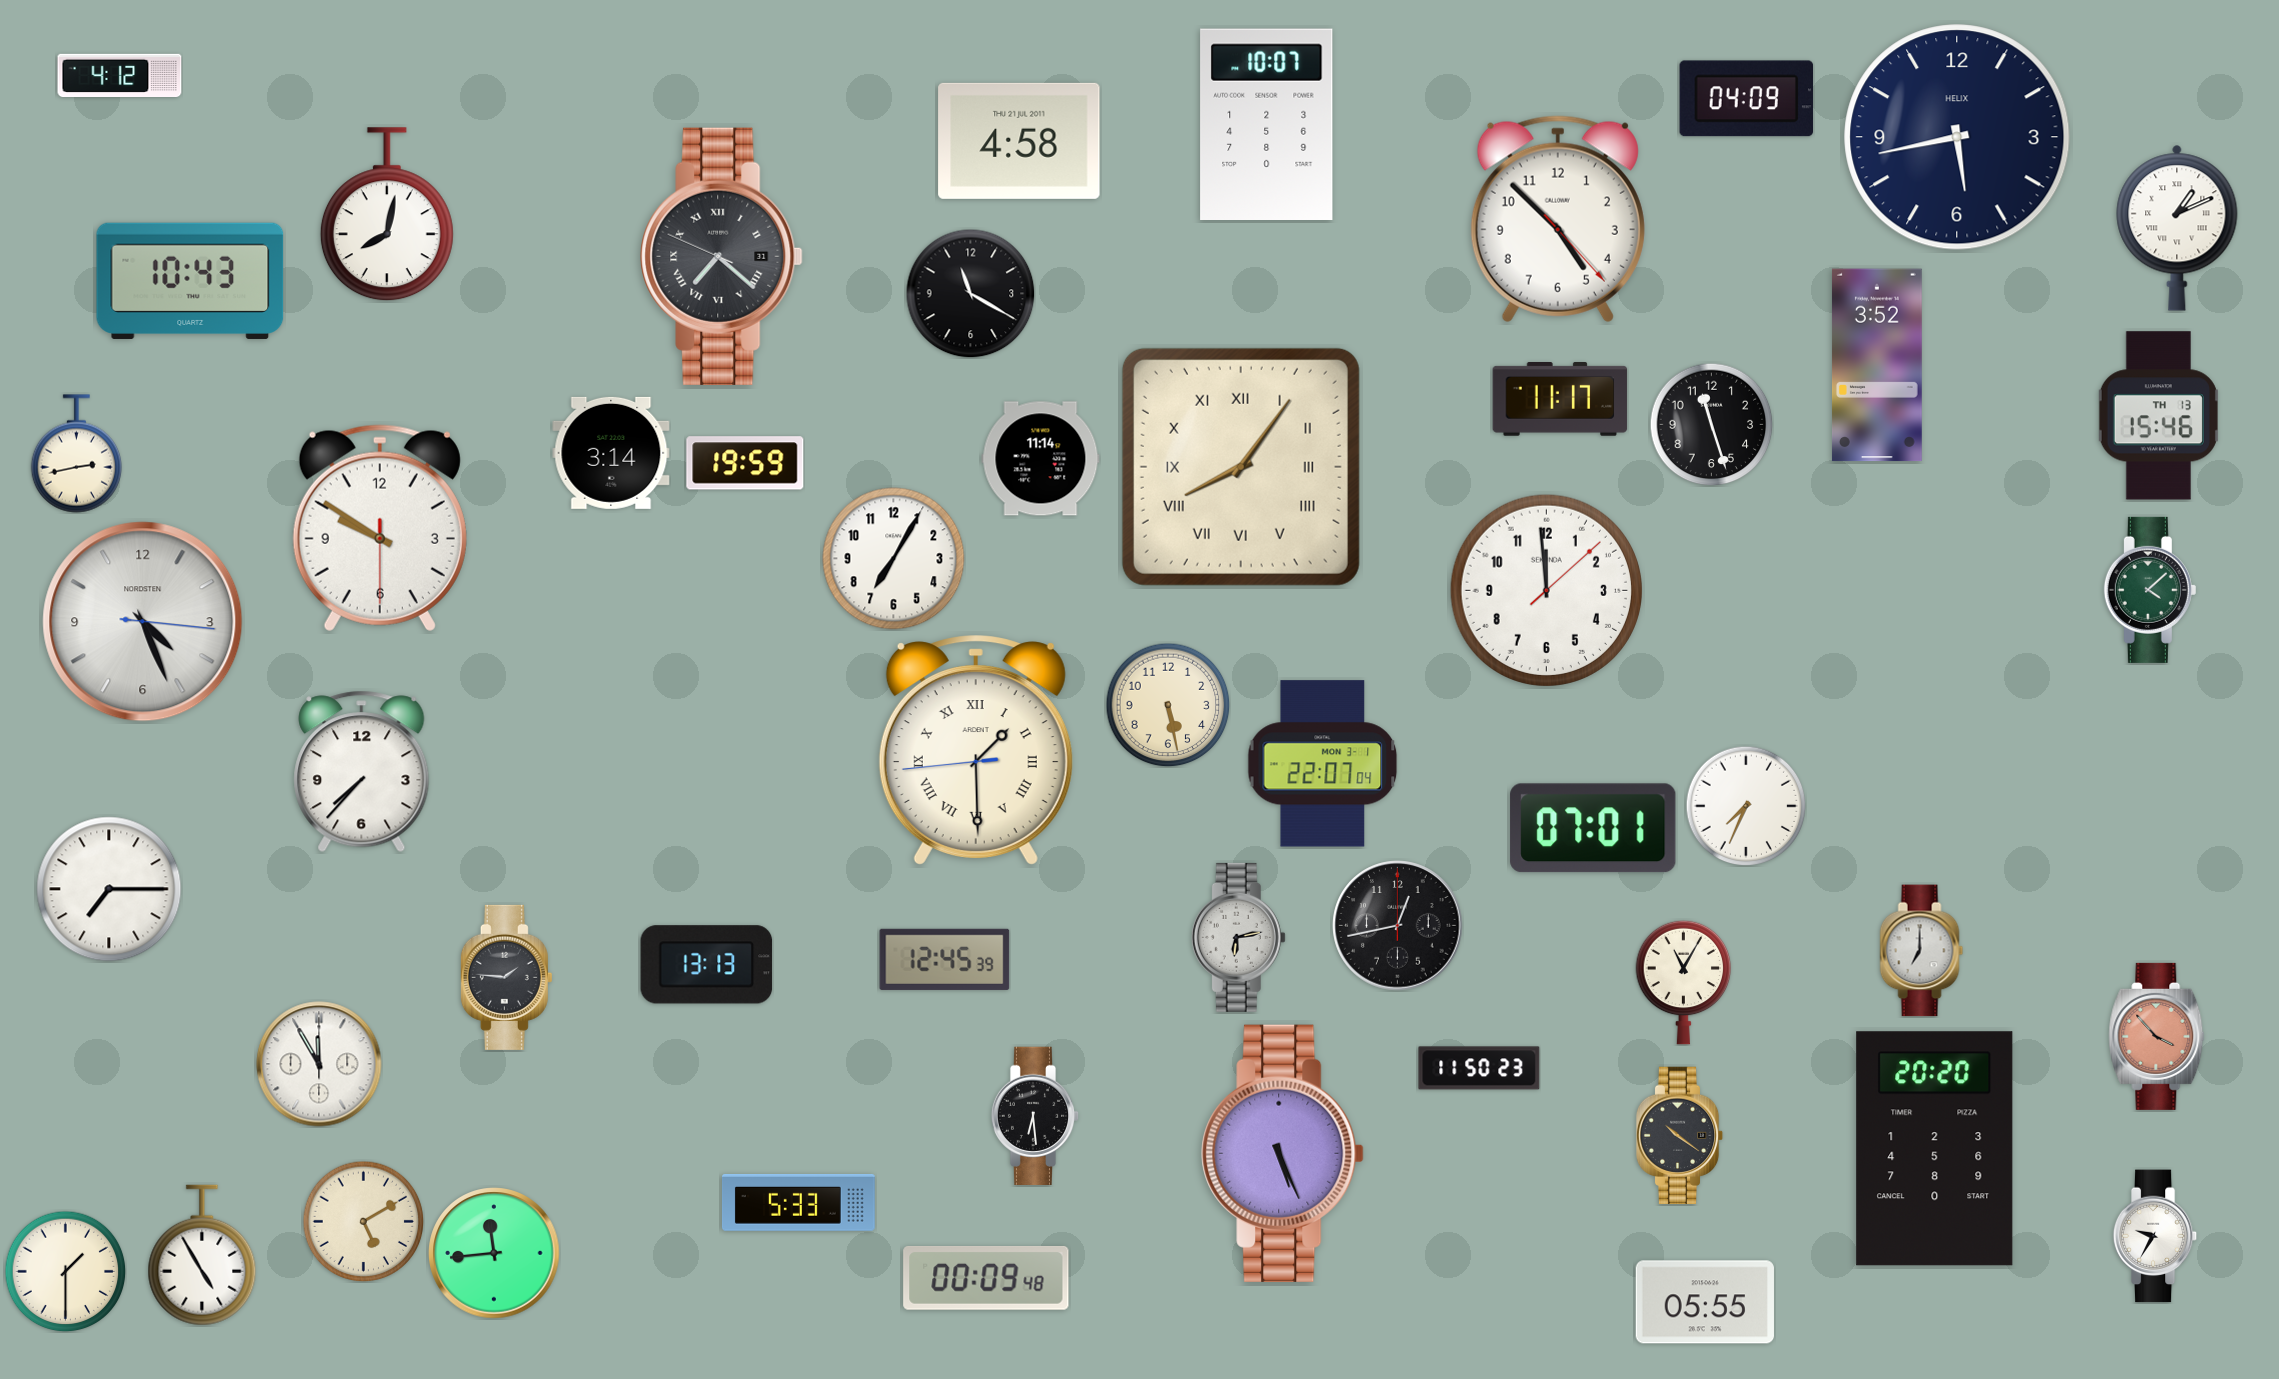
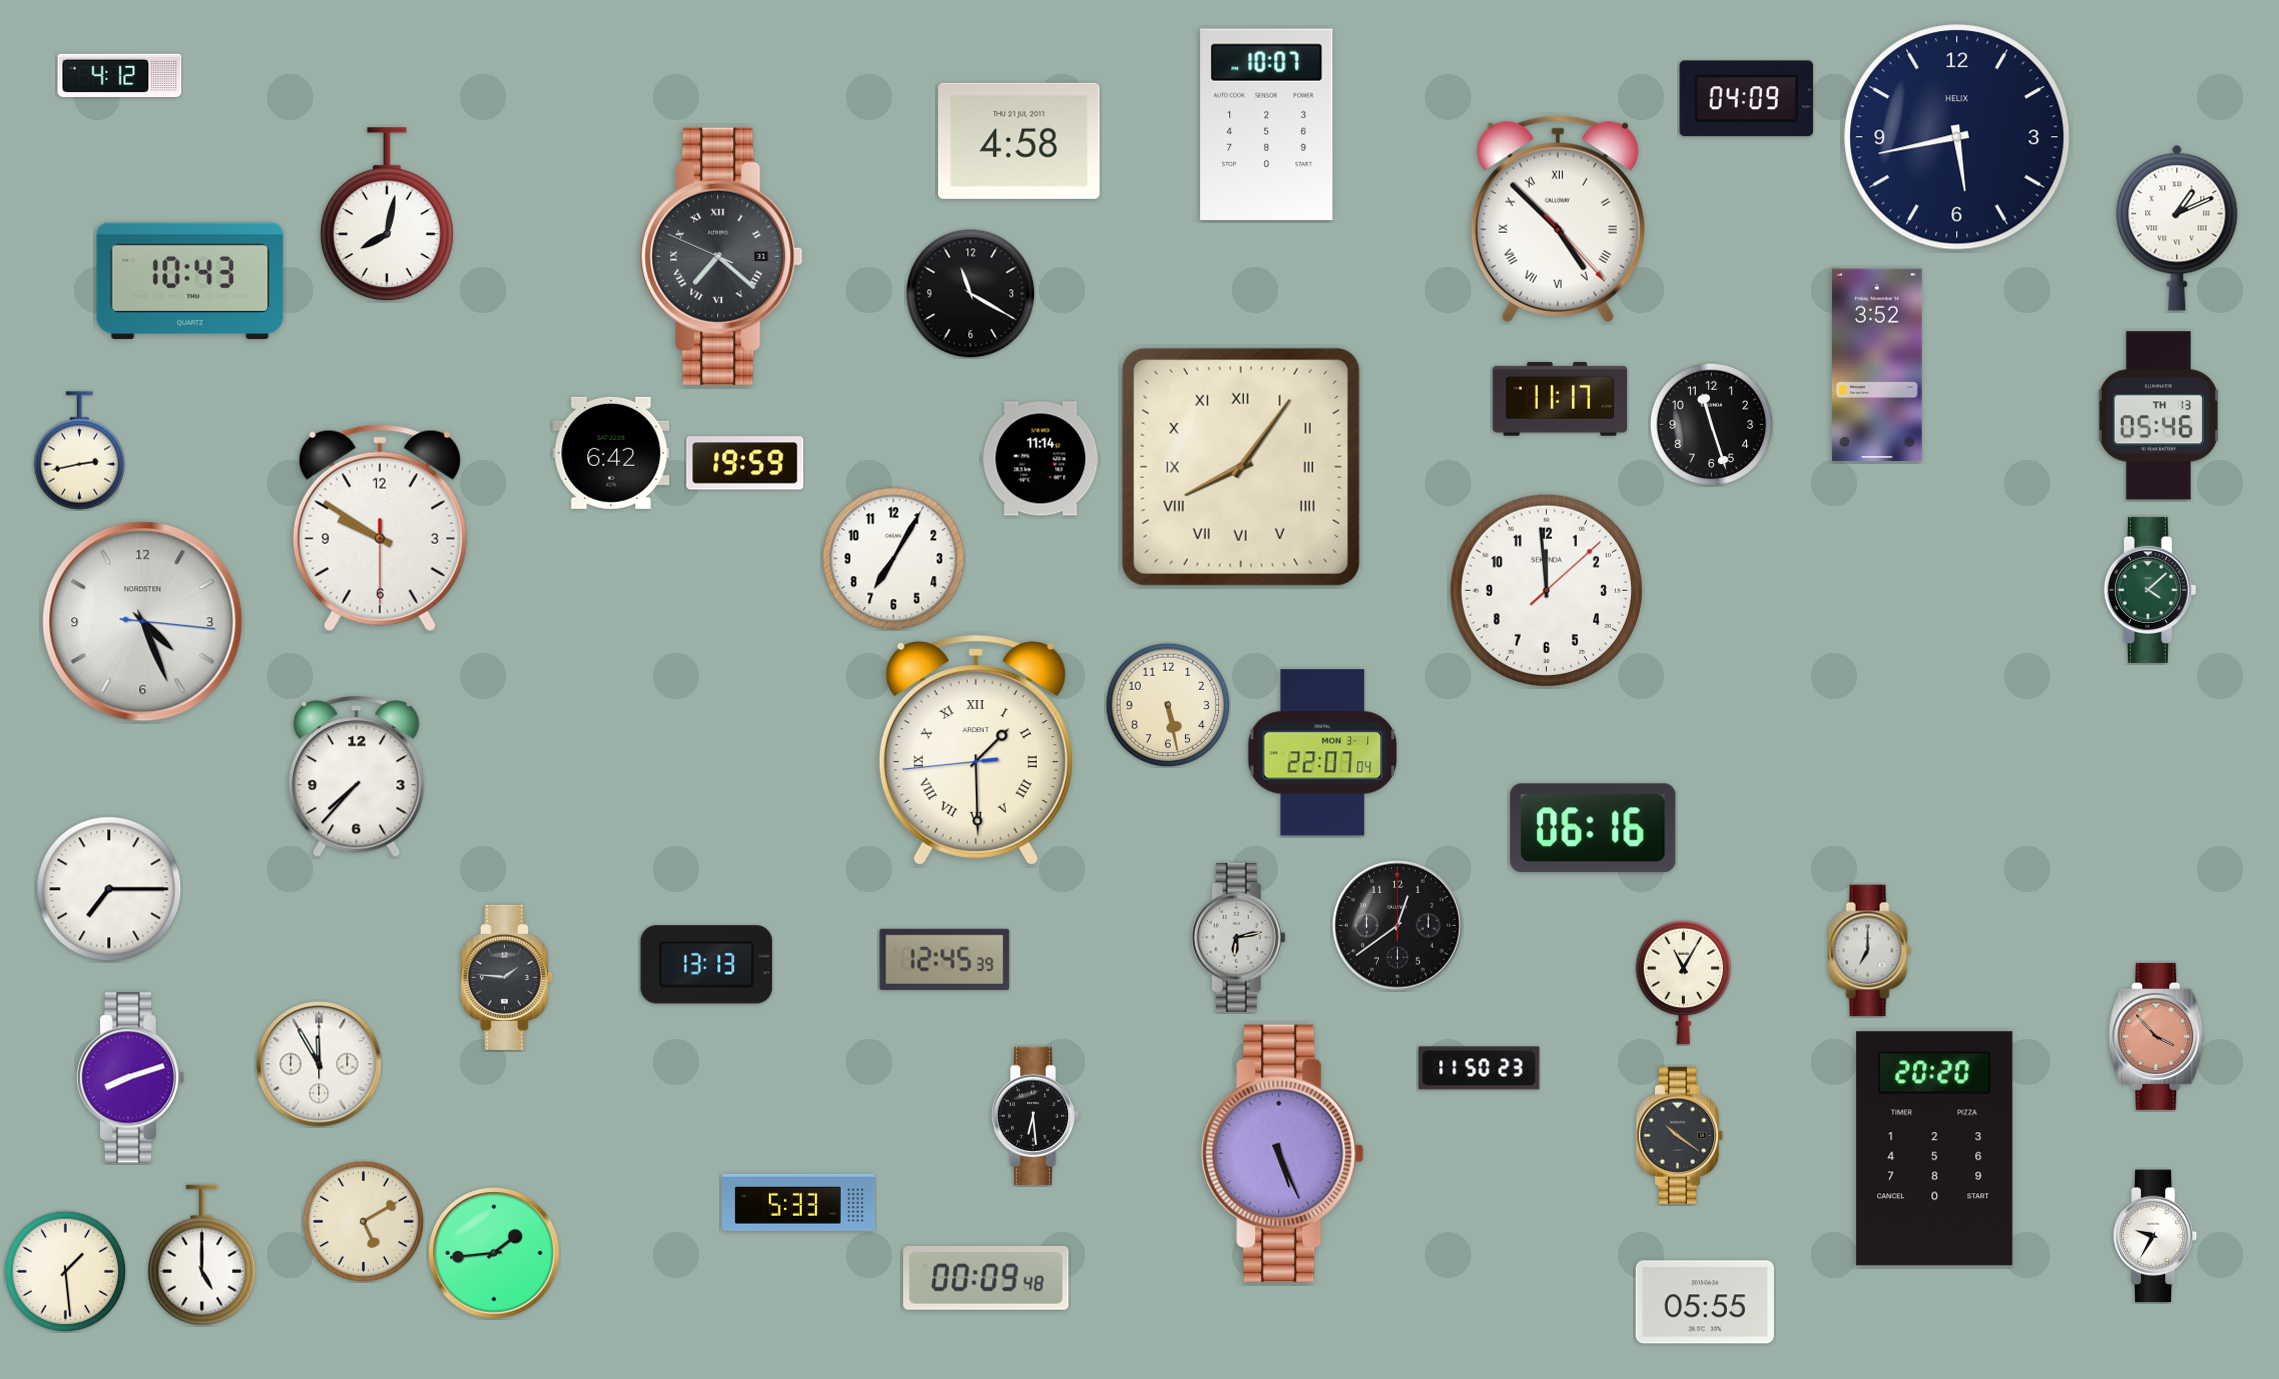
clock at (1558, 219) numerals: Arabic -> Roman
clock at (2158, 416): 15:46 -> 05:46
clock at (611, 453): 3:14 -> 6:42
clock at (76, 454) position: (76, 454) -> (79, 451)
clock at (1323, 764) position: (1323, 764) -> (1323, 753)
clock at (362, 772) position: (362, 772) -> (357, 777)
clock at (1746, 806): 7:34 -> none
clock at (1593, 828): 07:01 -> 06:16
clock at (1398, 926): 12:43 -> 12:39
clock at (1922, 951) position: (1922, 951) -> (1870, 951)
clock at (130, 1078): none -> 8:12
clock at (494, 1253): 11:44 -> 1:44
clock at (202, 1255): 4:55 -> 5:00
clock at (65, 1271): 1:30 -> 1:29
